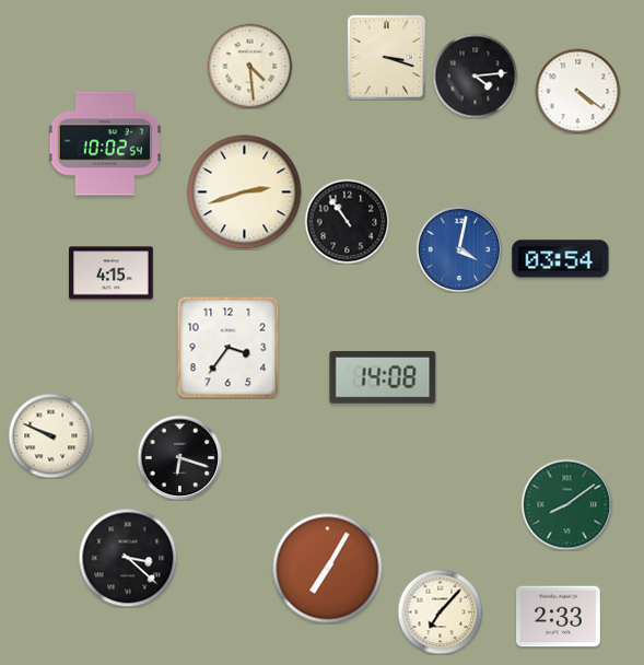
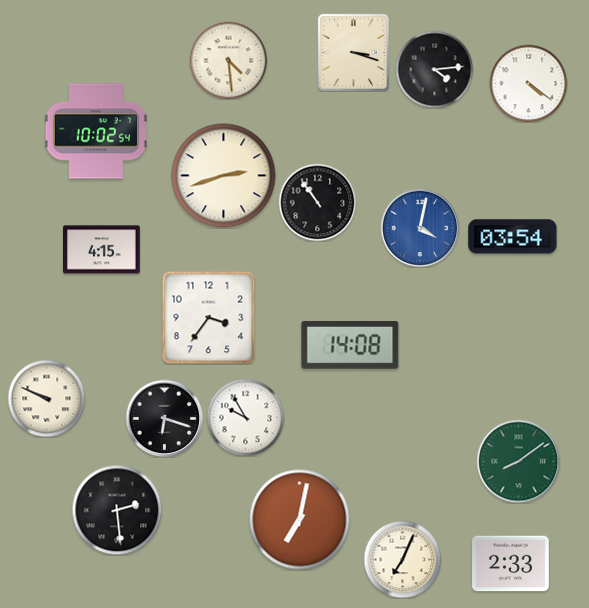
clock at (245, 417): none -> 9:55
clock at (128, 558): 3:22 -> 2:29
clock at (328, 569): 7:05 -> 7:02
clock at (440, 611): 7:07 -> 7:04
